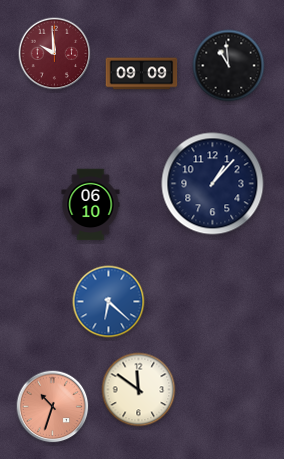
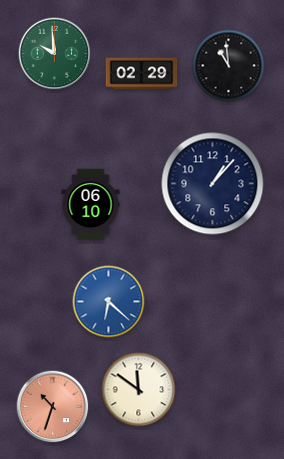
clock at (55, 54) dial: burgundy -> green
clock at (142, 74): 09:09 -> 02:29
